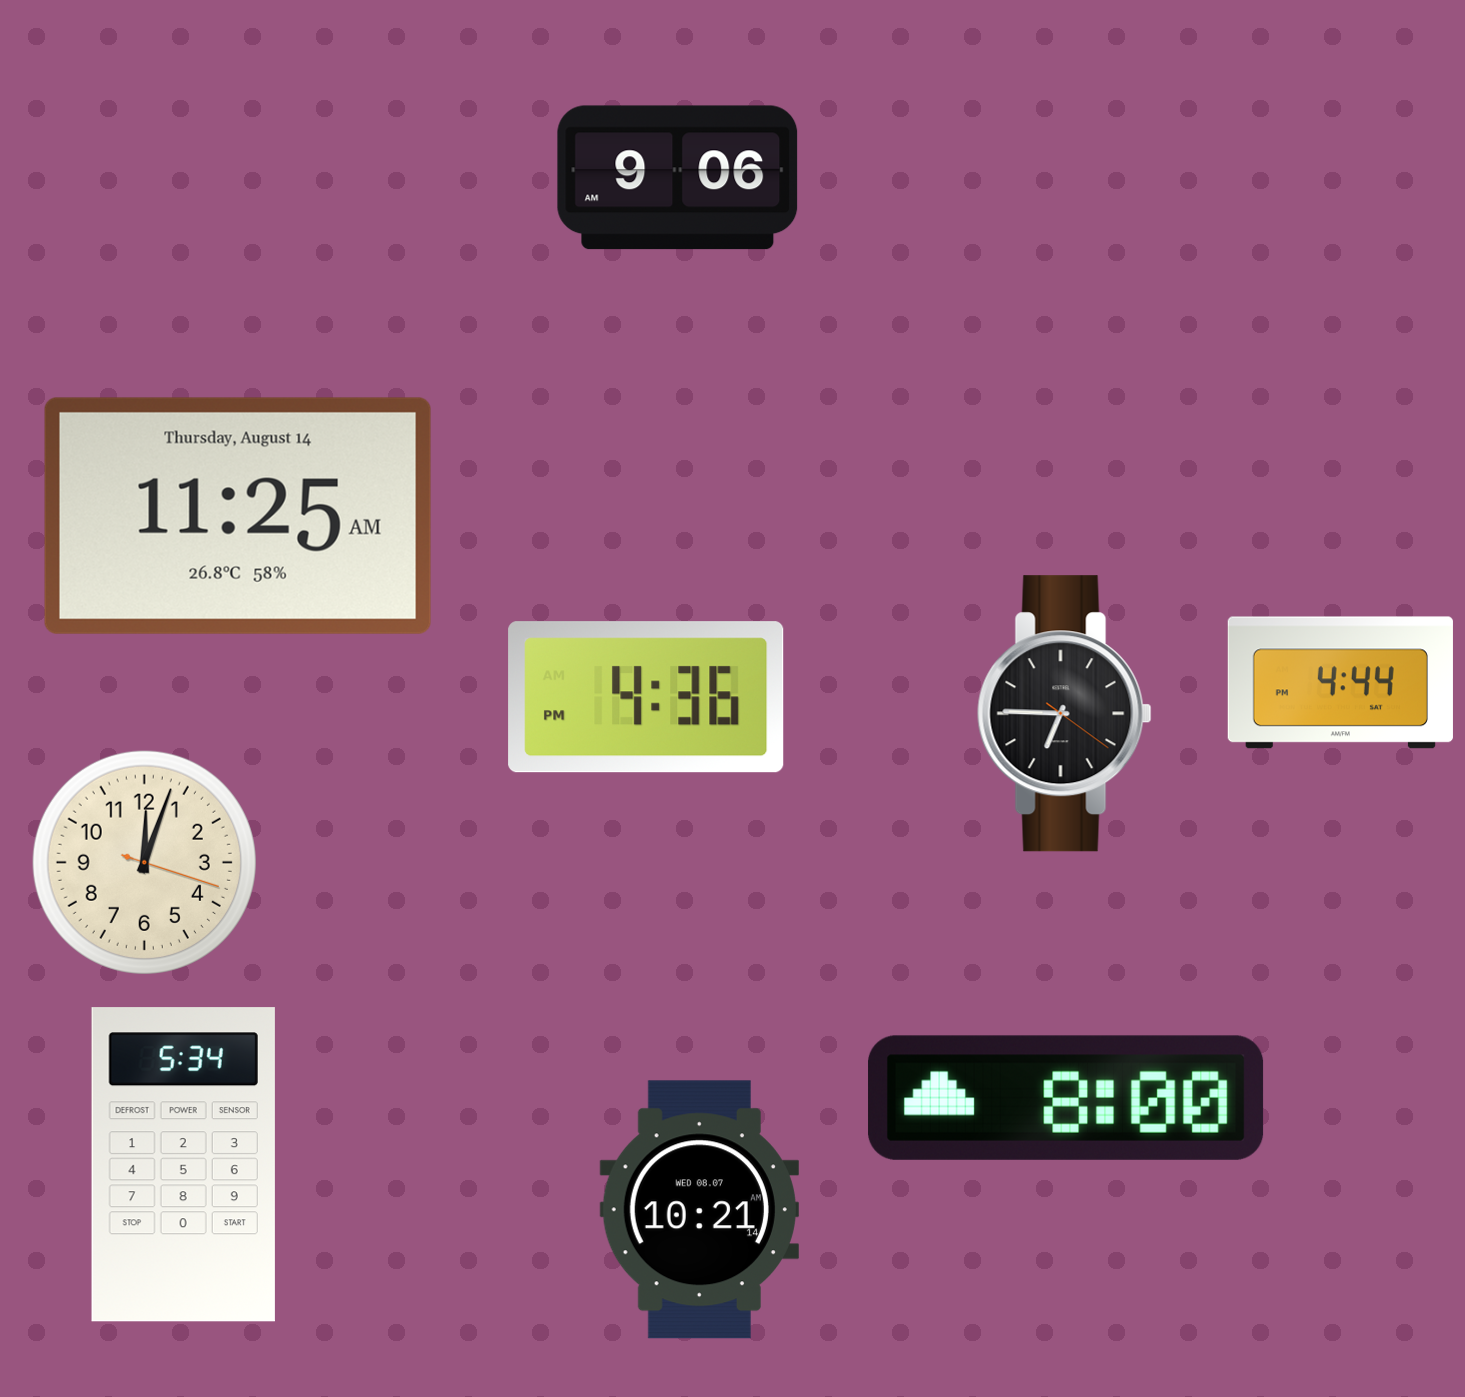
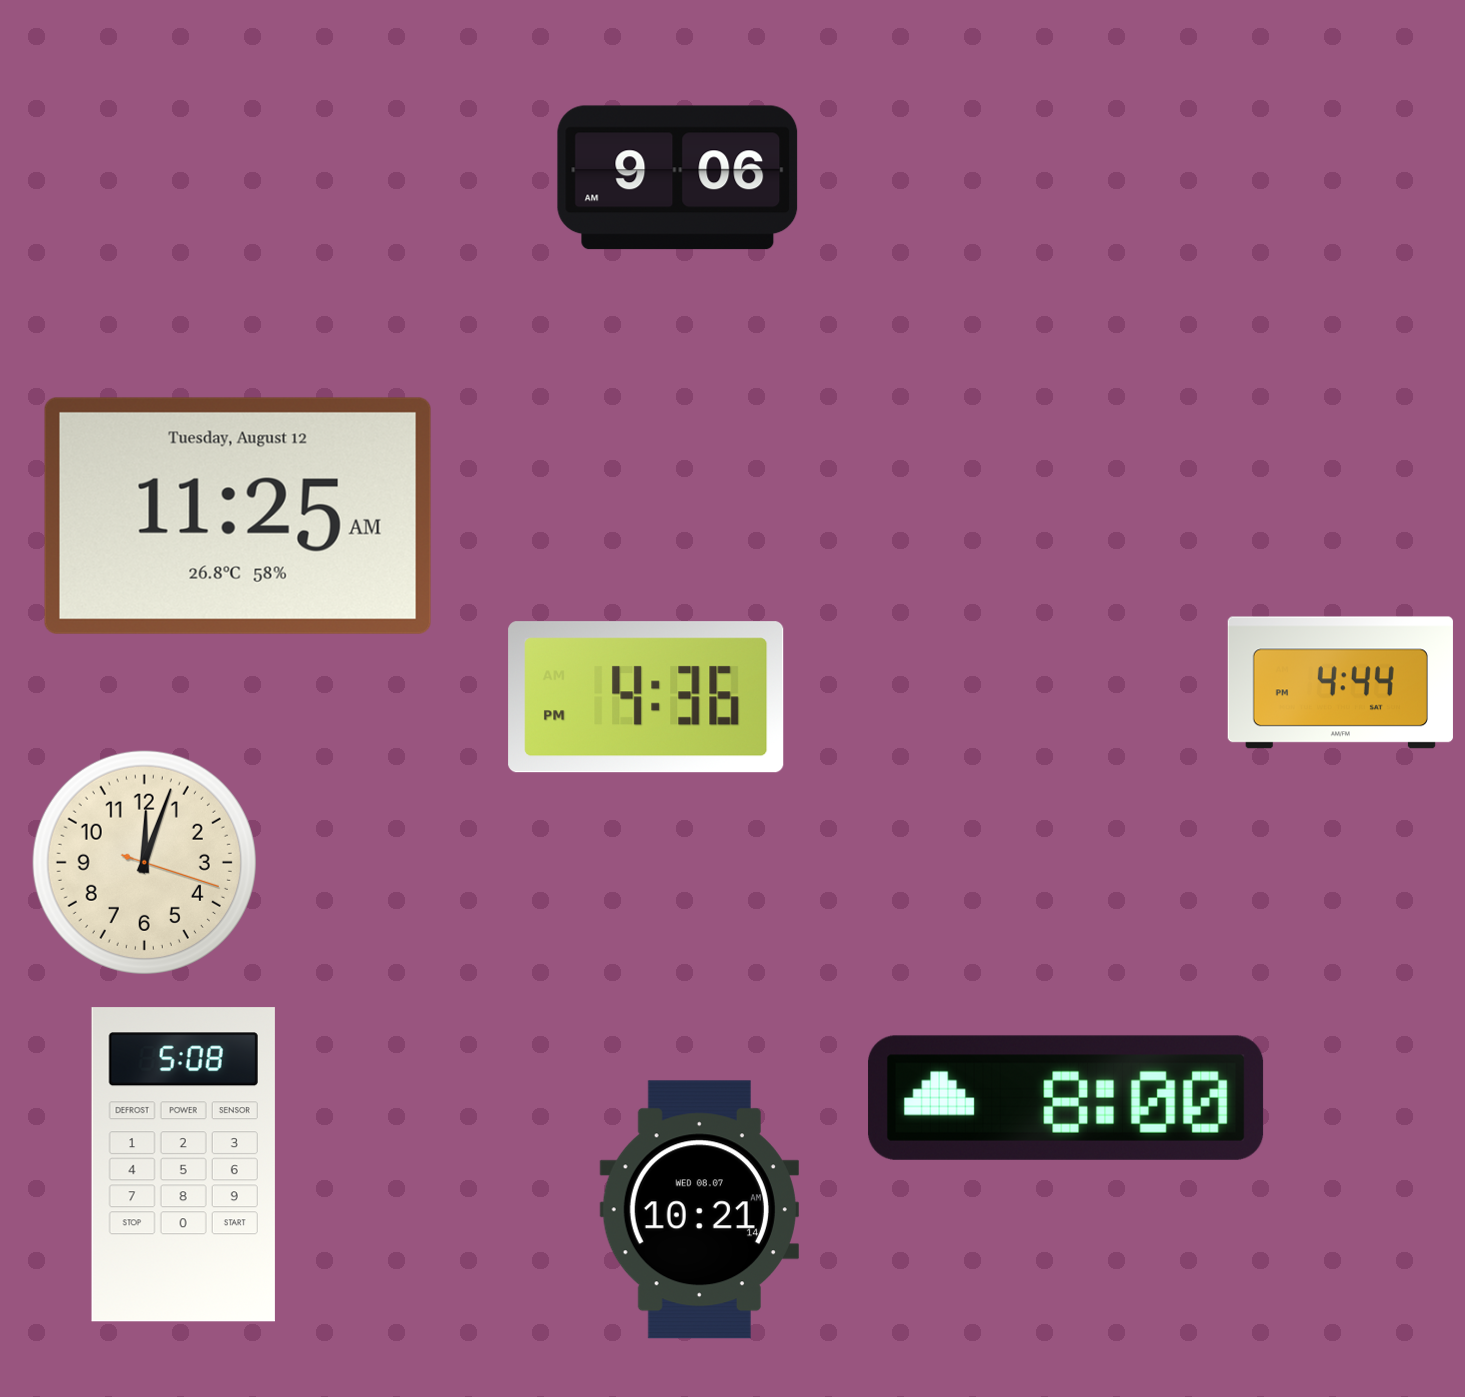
clock at (238, 516) date: Thursday, August 14 -> Tuesday, August 12
clock at (1064, 714): 6:45 -> none
clock at (183, 1165): 5:34 -> 5:08
